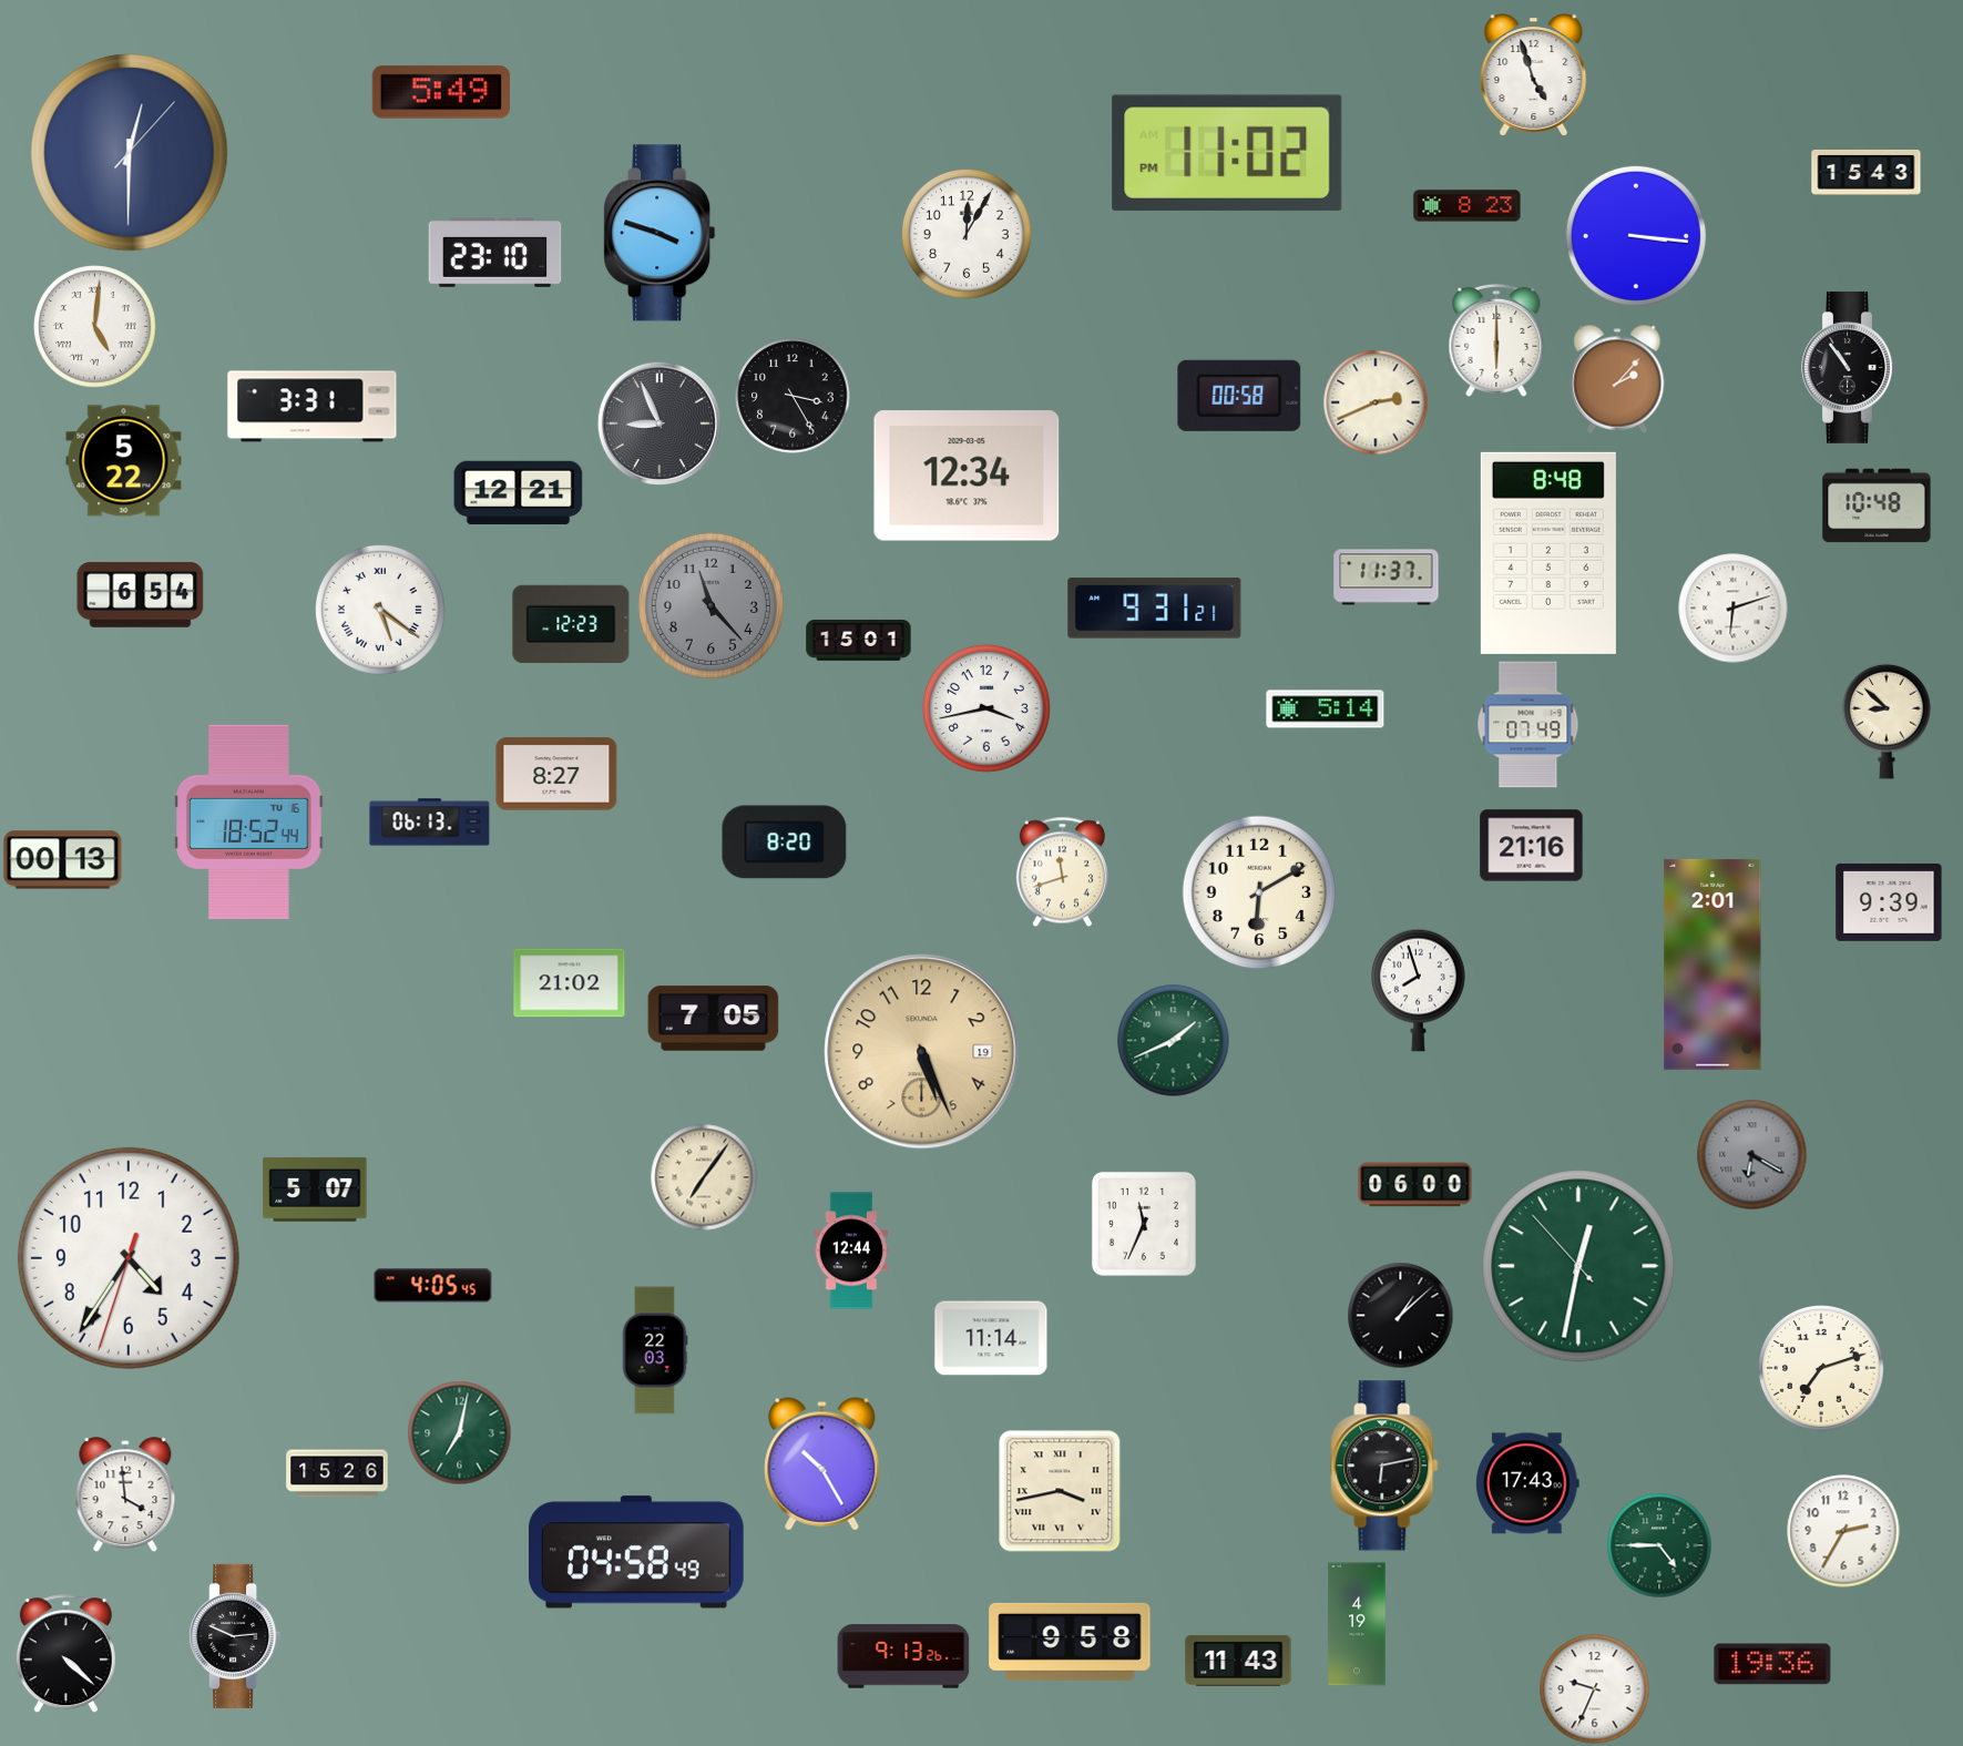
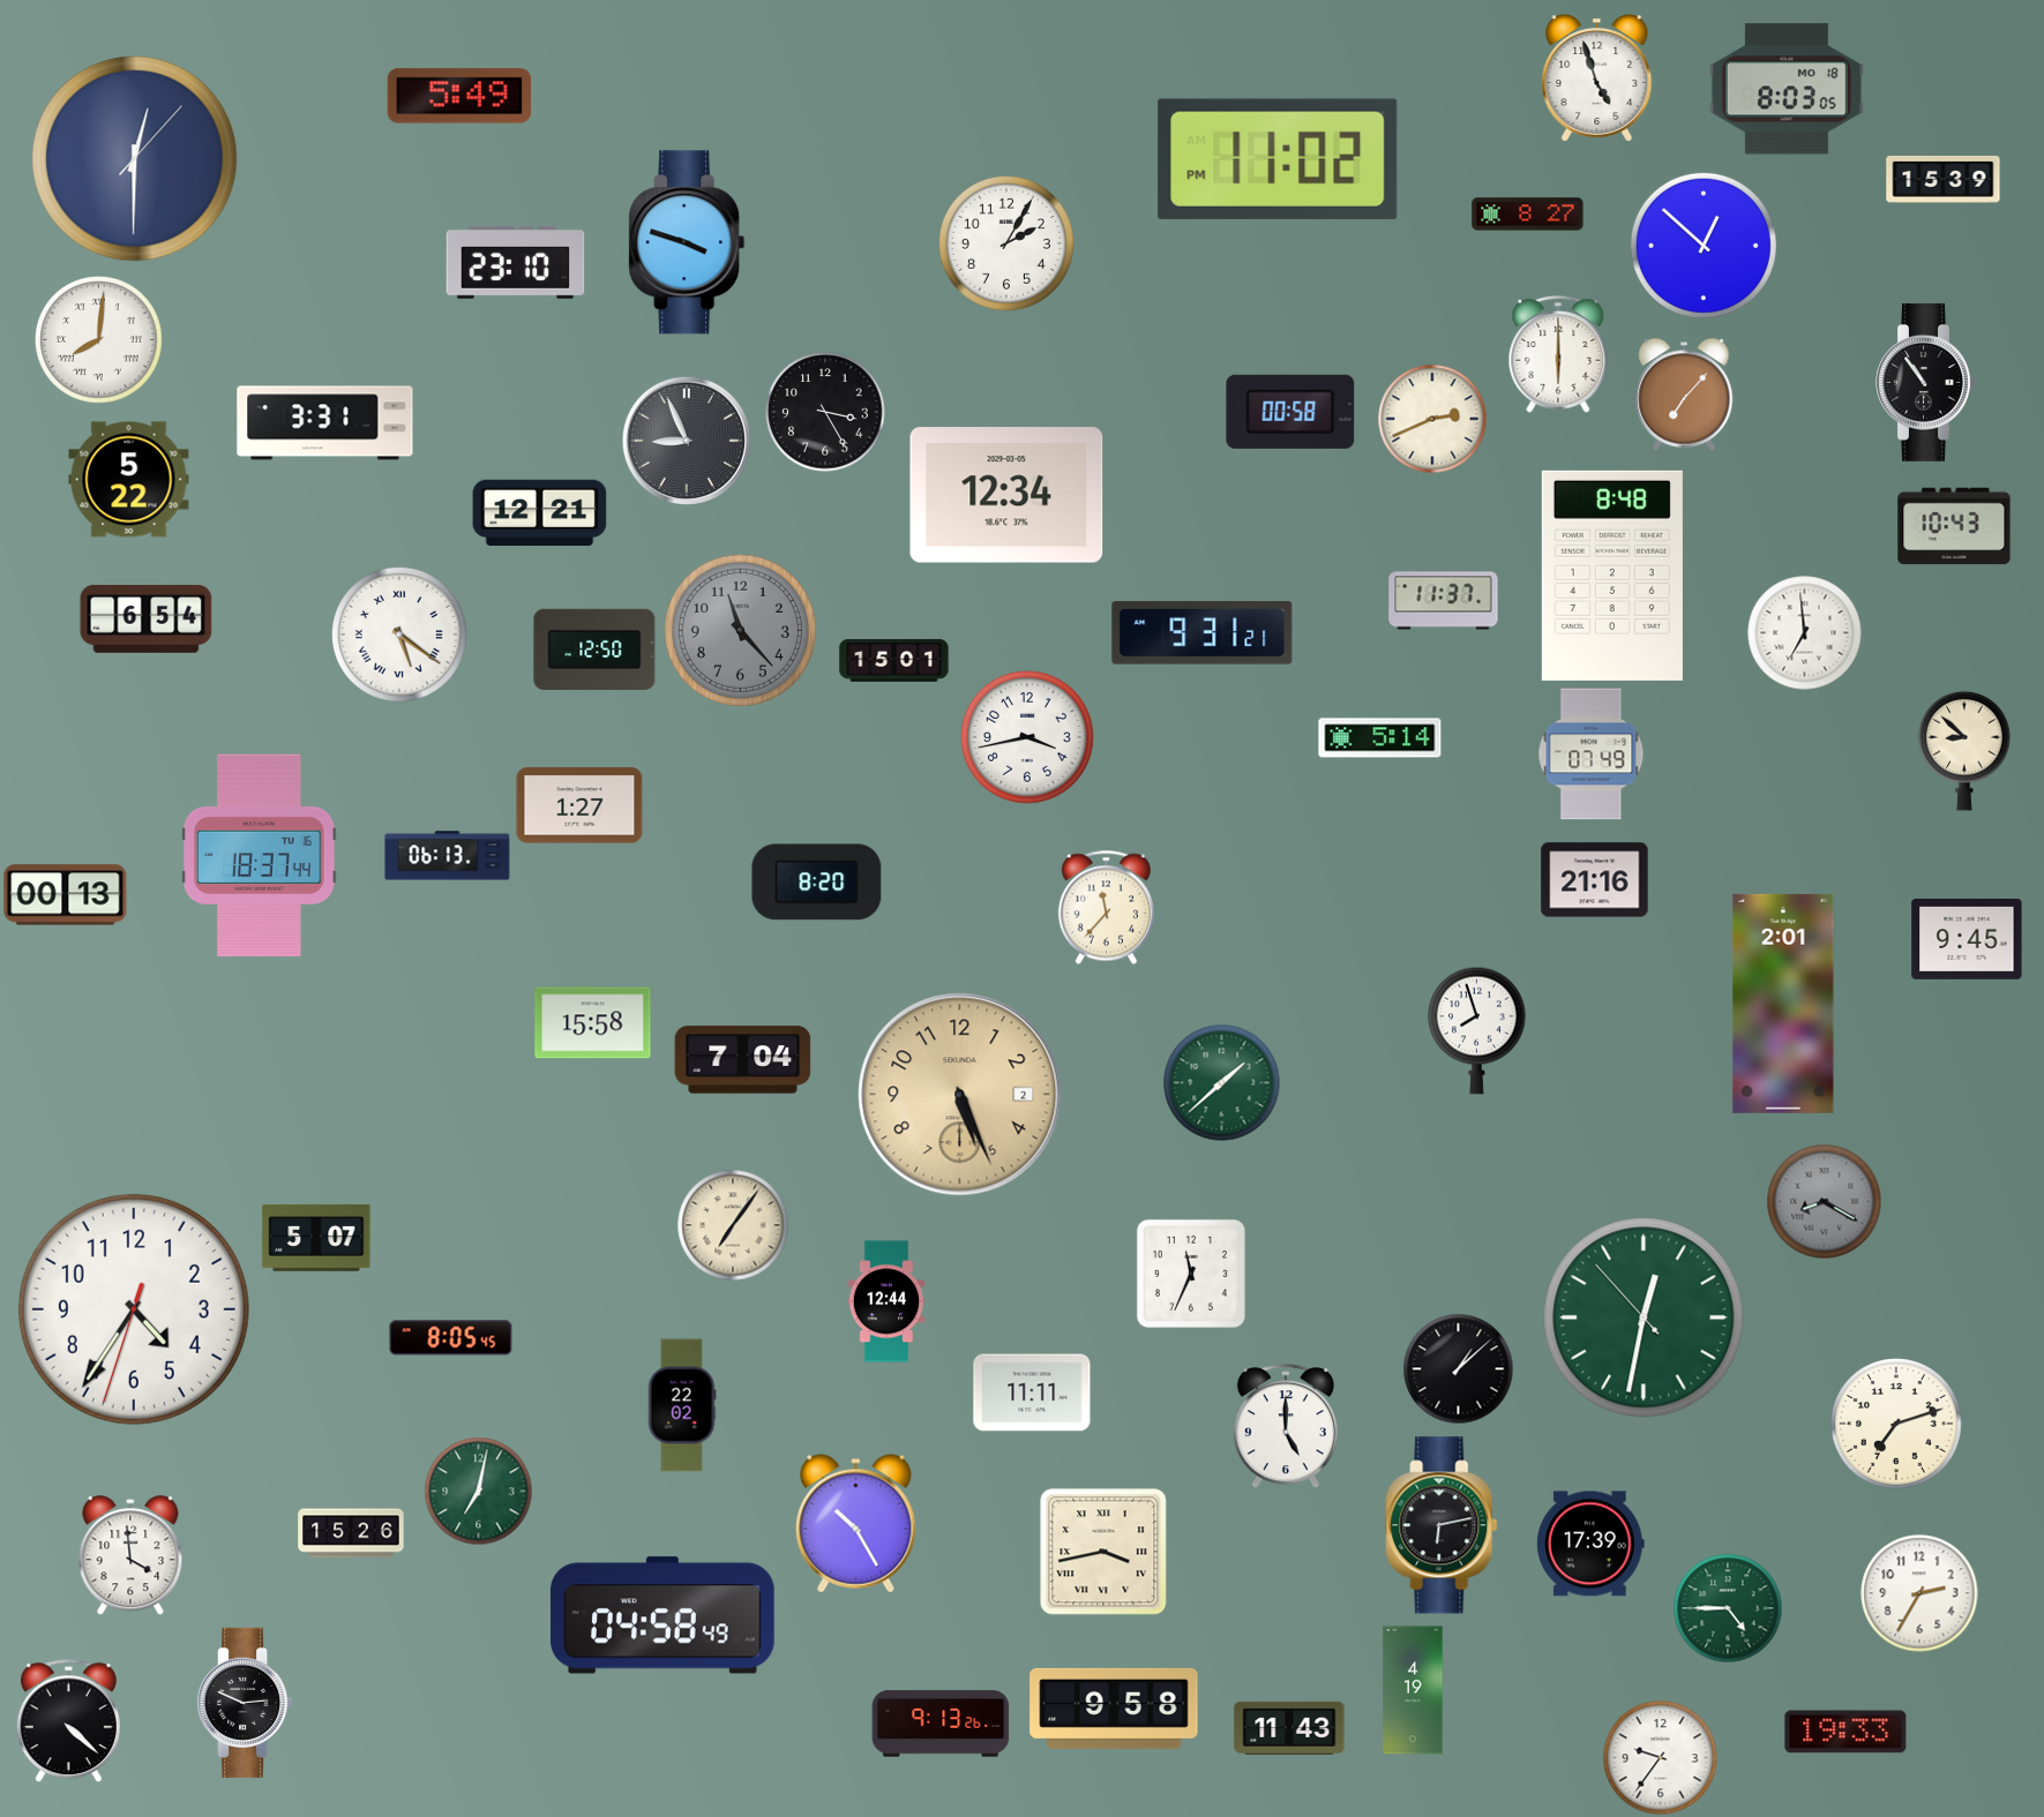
clock at (1787, 89): none -> 8:03
clock at (1867, 173): 15:43 -> 15:39
clock at (1468, 206): 8:23 -> 8:27
clock at (967, 234): 12:05 -> 2:05
clock at (1636, 236): 3:16 -> 12:52
clock at (95, 327): 5:01 -> 8:01
clock at (1617, 379): 2:07 -> 7:07
clock at (1877, 506): 10:48 -> 10:43
clock at (1734, 609): 6:12 -> 6:59
clock at (380, 610) position: (380, 610) -> (399, 635)
clock at (571, 623): 12:23 -> 12:50
clock at (859, 640) position: (859, 640) -> (894, 660)
clock at (556, 774): 8:27 -> 1:27
clock at (249, 823): 18:52 -> 18:37
clock at (785, 843) position: (785, 843) -> (817, 883)
clock at (1062, 871): 11:42 -> 11:37
clock at (1259, 892): 6:10 -> none
clock at (1889, 902): 9:39 -> 9:45
clock at (570, 983): 21:02 -> 15:58
clock at (714, 1019): 7:05 -> 7:04
clock at (1174, 1041): 1:41 -> 1:38
clock at (922, 1052) date: 19 -> 2
clock at (1752, 1155): 6:20 -> 8:20
clock at (1415, 1185): 06:00 -> none
clock at (315, 1189) position: (315, 1189) -> (316, 1238)
clock at (433, 1286): 4:05 -> 8:05
clock at (991, 1338): 11:14 -> 11:11
clock at (655, 1350): 22:03 -> 22:02
clock at (1286, 1426): none -> 5:00
clock at (1529, 1483): 17:43 -> 17:39
clock at (1772, 1664): 19:36 -> 19:33
clock at (1595, 1689): 9:34 -> 9:36
